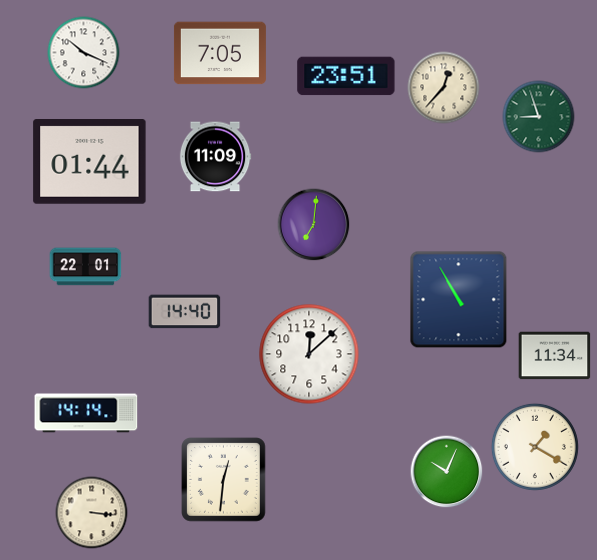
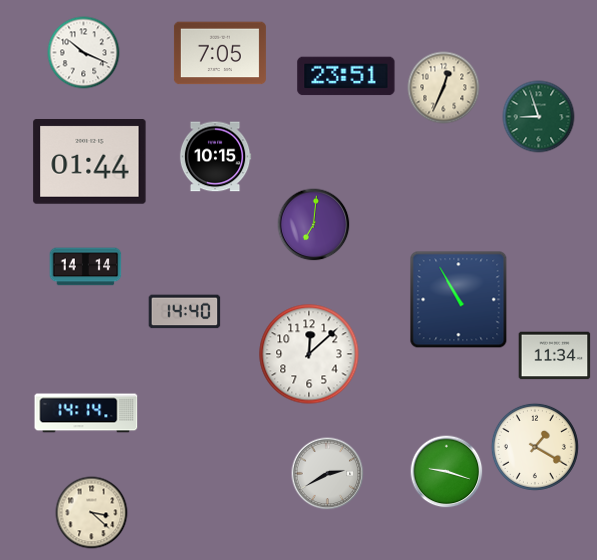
clock at (444, 88): 12:37 -> 12:34
clock at (215, 157): 11:09 -> 10:15
clock at (86, 267): 22:01 -> 14:14
clock at (447, 472): 10:04 -> 9:18
clock at (328, 474): none -> 2:40
clock at (224, 480): 12:31 -> none
clock at (92, 513): 3:16 -> 3:22
